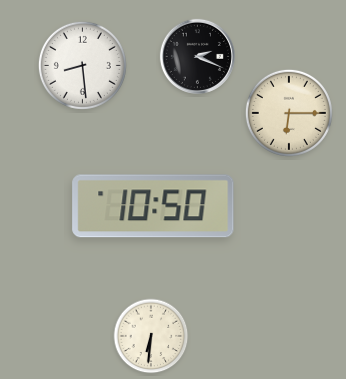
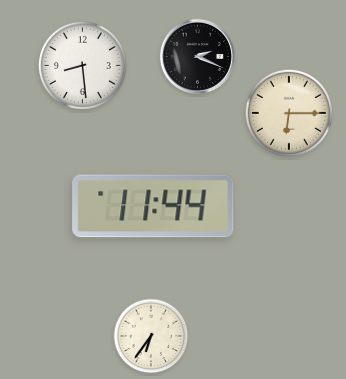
clock at (153, 206): 10:50 -> 11:44
clock at (151, 336): 6:31 -> 6:36
